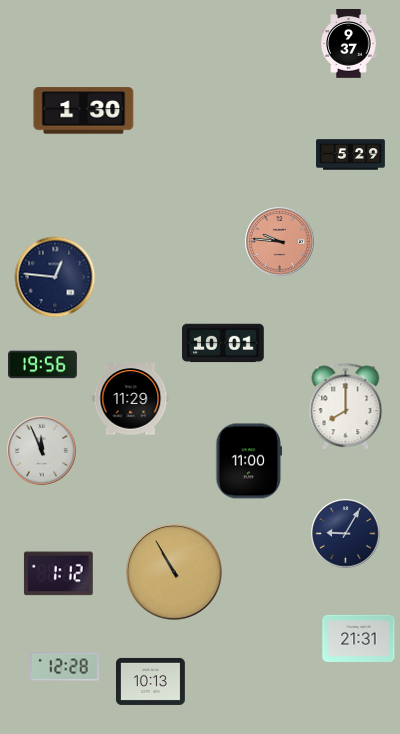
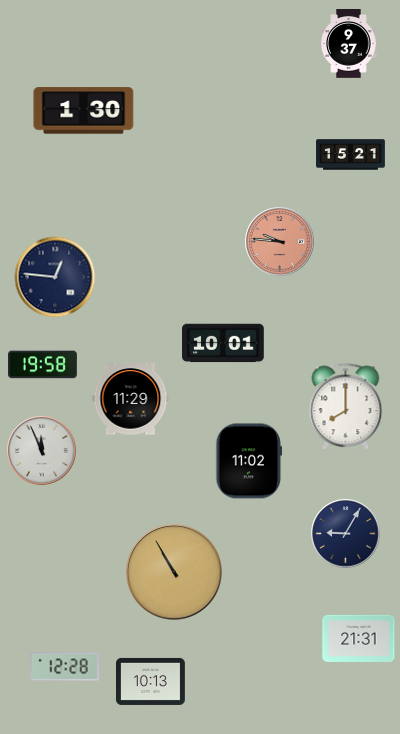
clock at (351, 155): 5:29 -> 15:21
clock at (43, 365): 19:56 -> 19:58
clock at (249, 461): 11:00 -> 11:02
clock at (58, 574): 1:12 -> none
